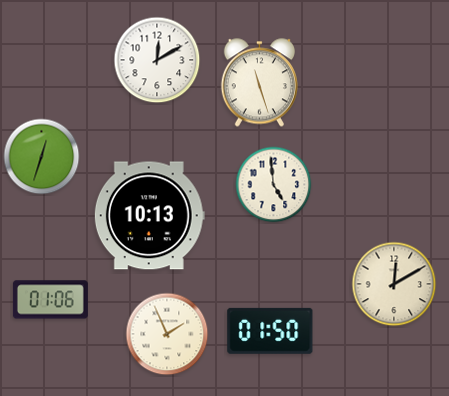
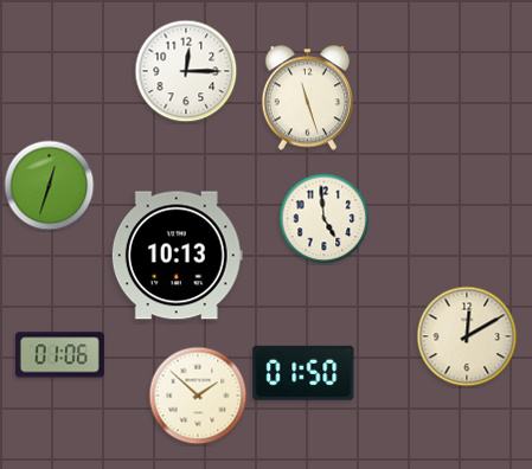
clock at (157, 60): 12:10 -> 12:15
clock at (270, 331) position: (270, 331) -> (303, 373)
clock at (167, 334): 1:56 -> 1:52
